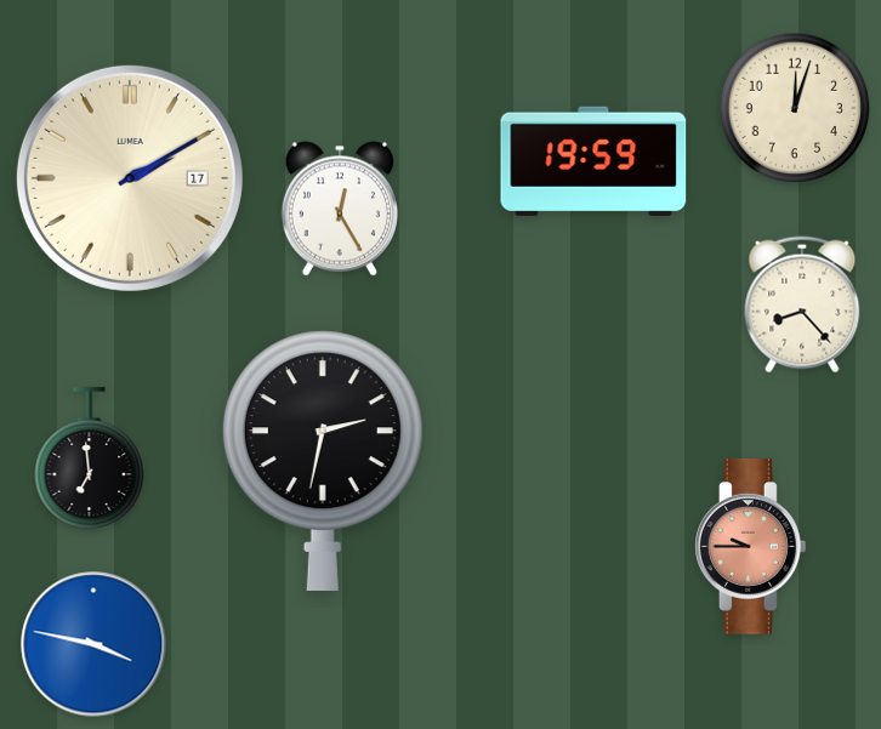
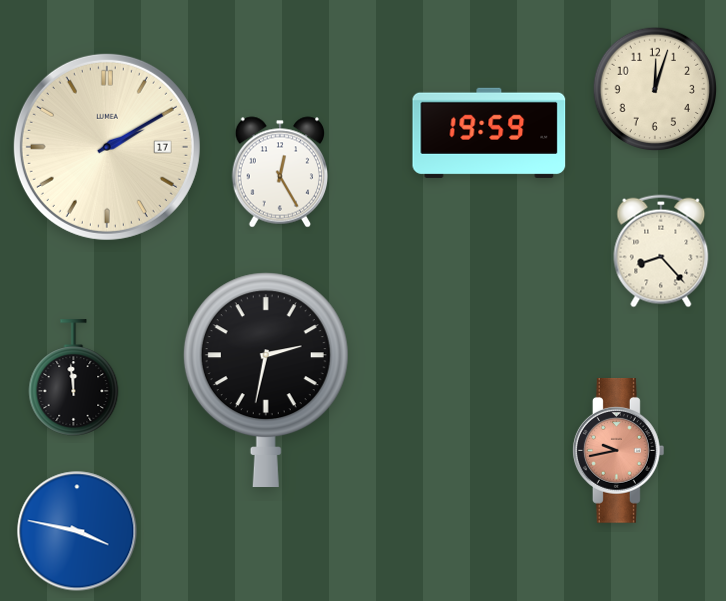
clock at (90, 459): 6:59 -> 11:59
clock at (750, 547): 9:45 -> 9:43
